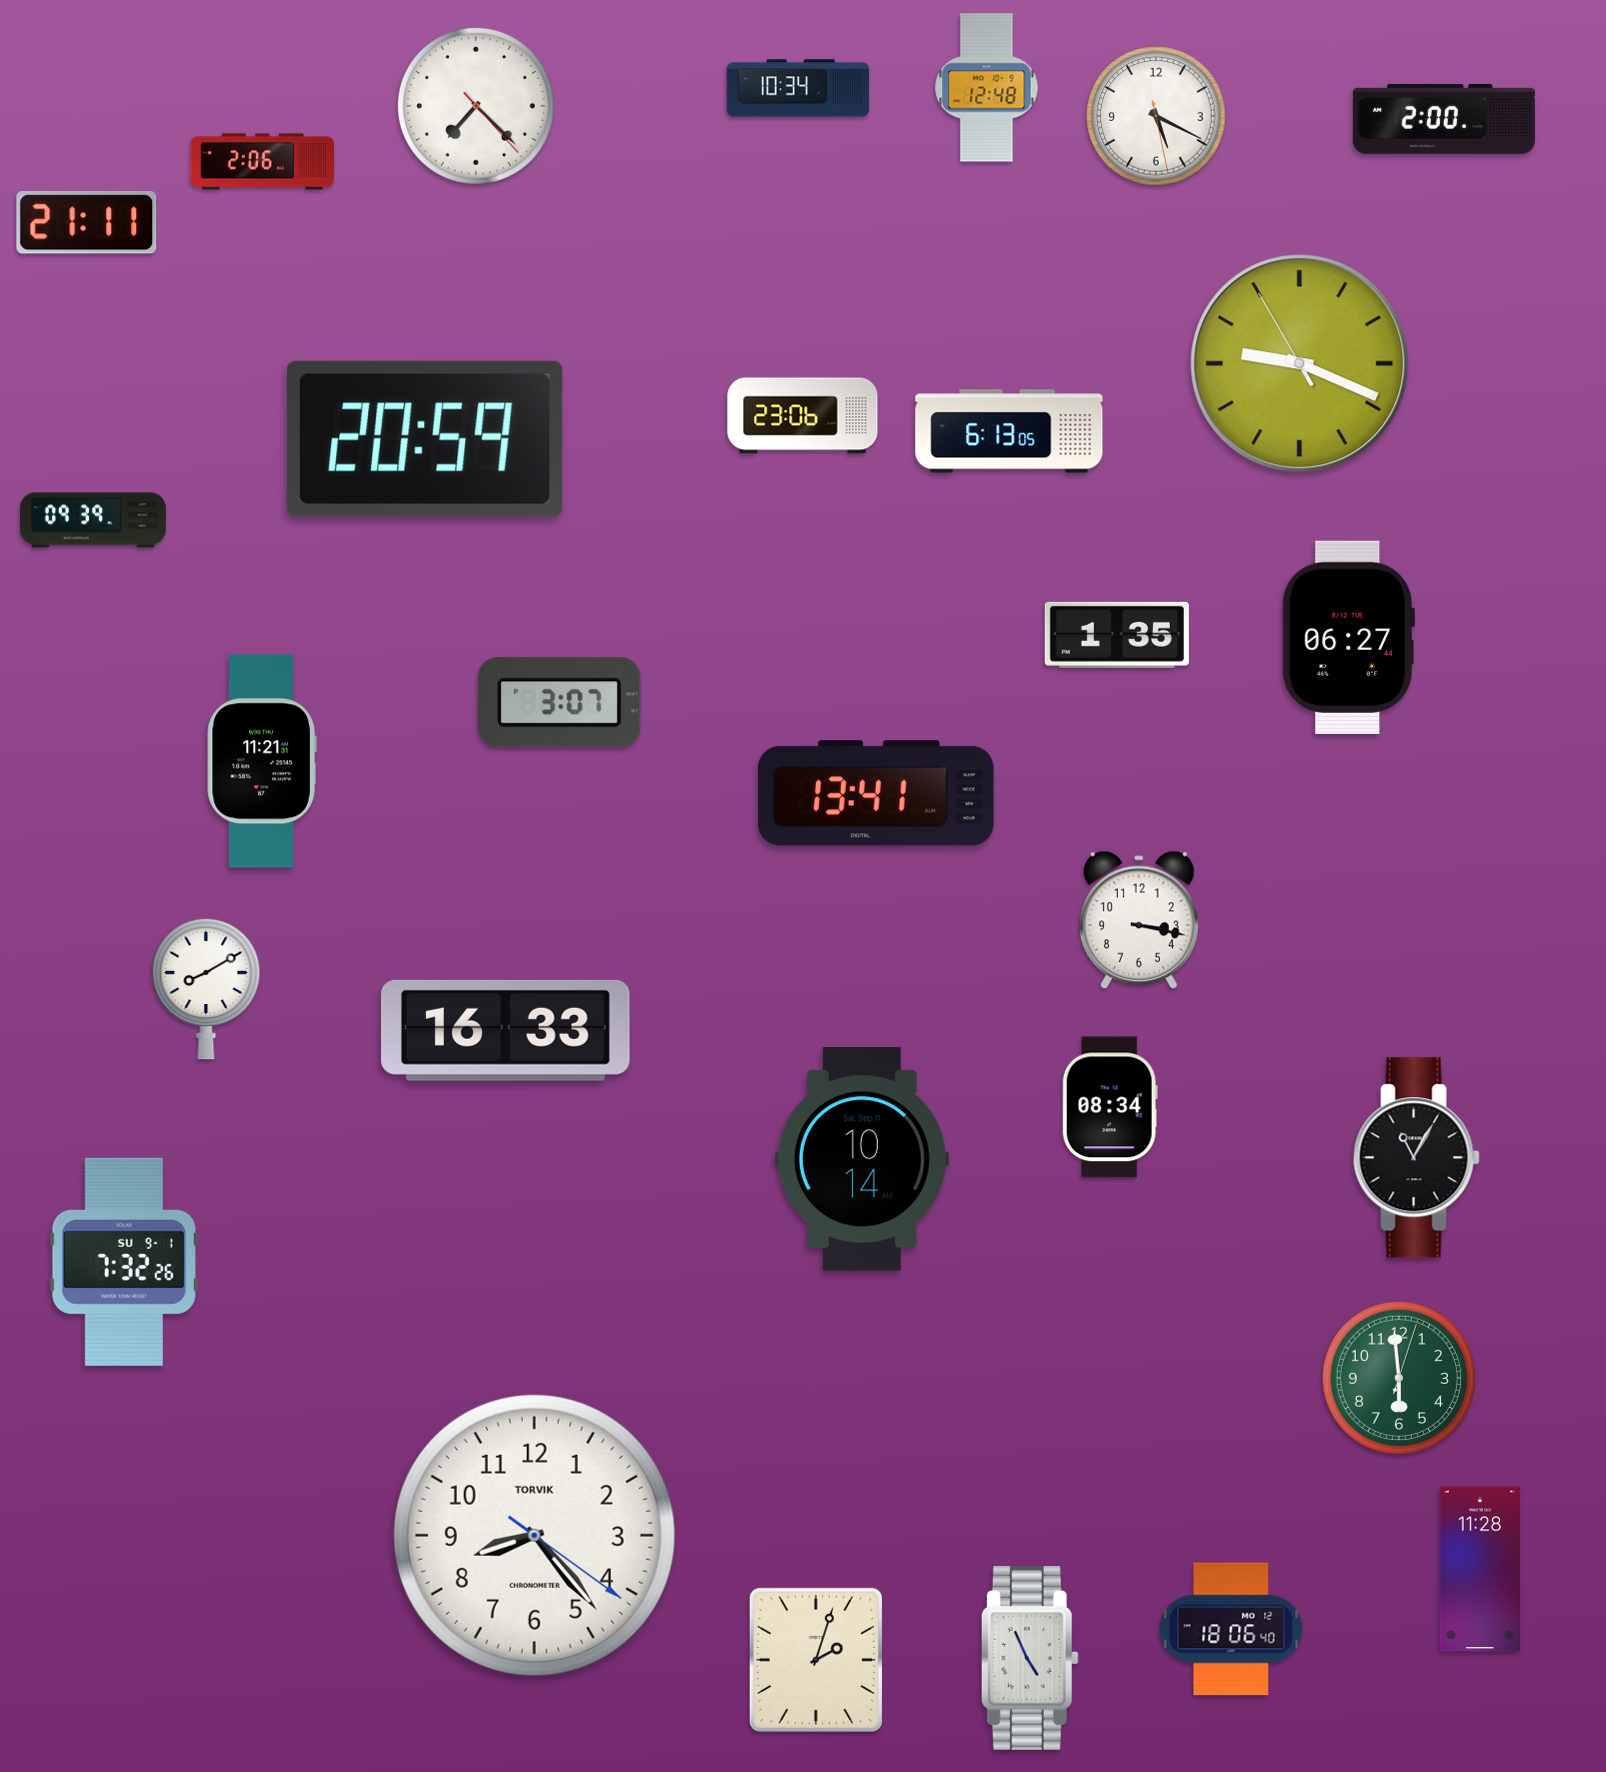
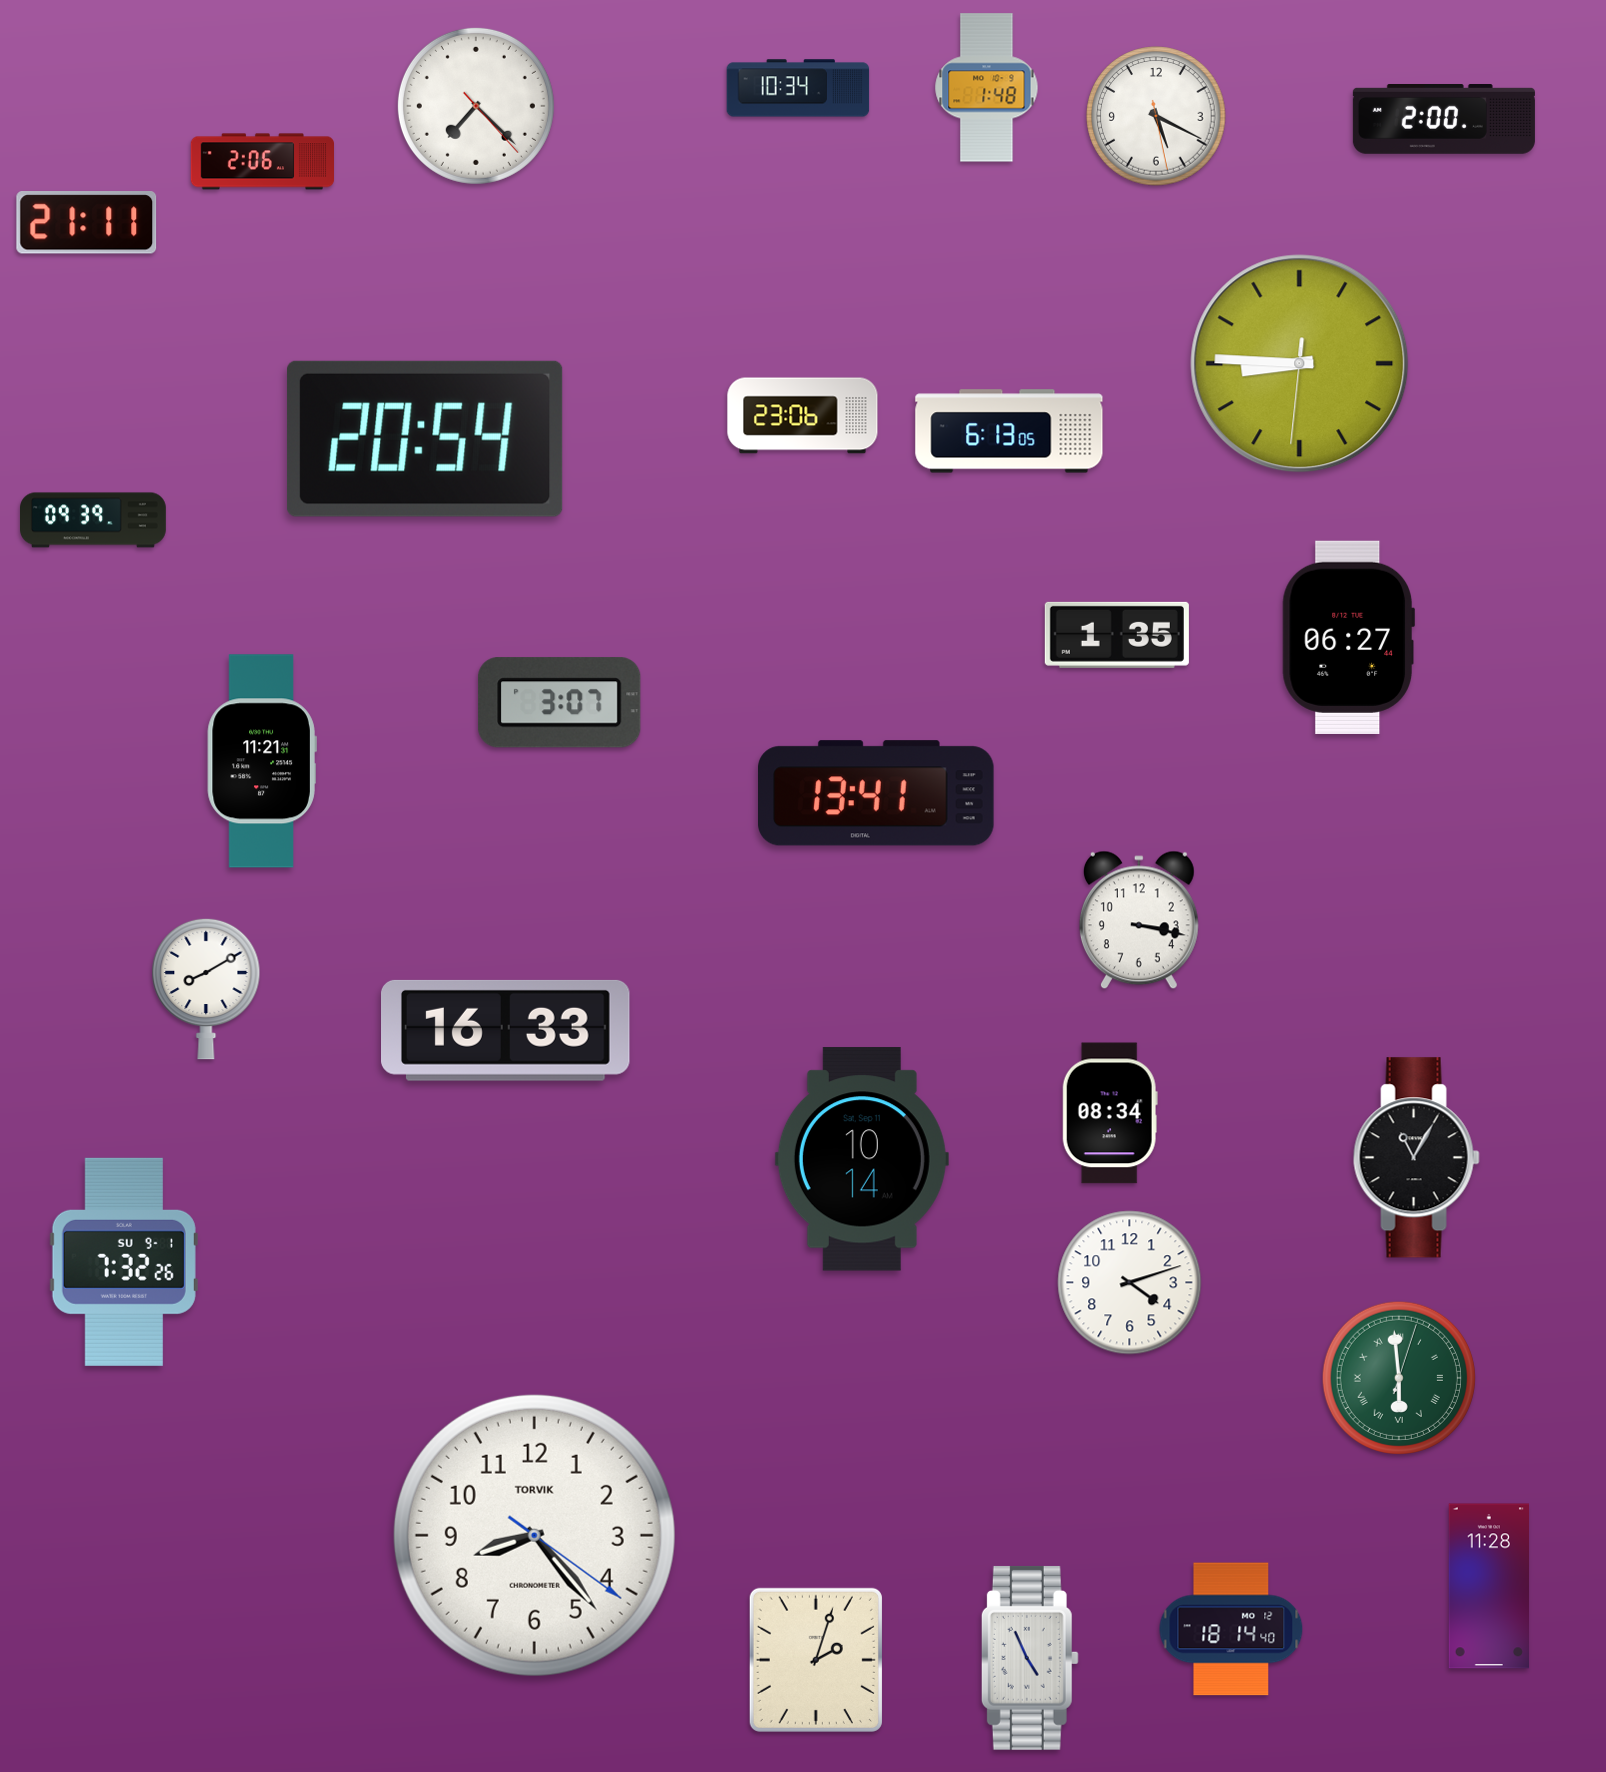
clock at (987, 88): 12:48 -> 1:48
clock at (1300, 364): 9:18 -> 8:45
clock at (425, 439): 20:59 -> 20:54
clock at (1110, 1107) position: (1110, 1107) -> (1110, 1113)
clock at (1130, 1283): none -> 4:12
clock at (1399, 1378) numerals: Arabic -> Roman
clock at (1479, 1569) position: (1479, 1569) -> (1488, 1586)
clock at (1231, 1629): 18:06 -> 18:14
